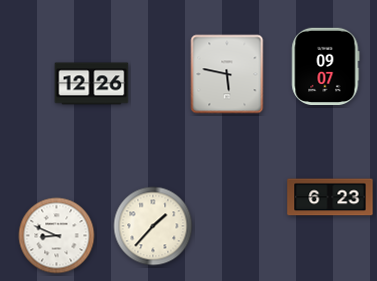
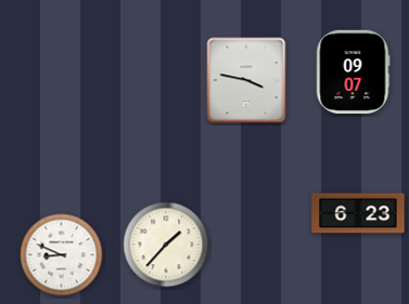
clock at (227, 74): 5:47 -> 3:47
clock at (92, 84): 12:26 -> none
